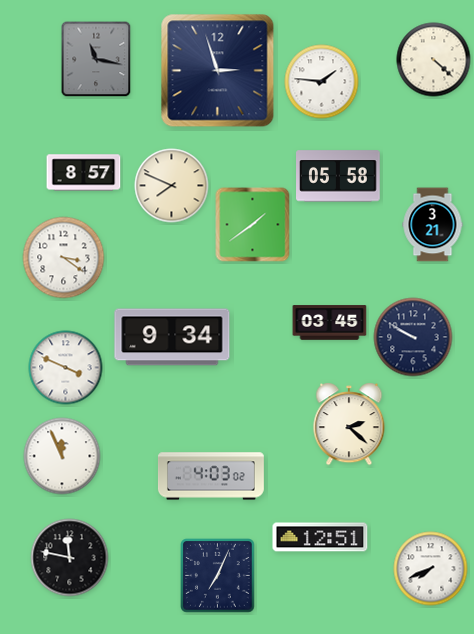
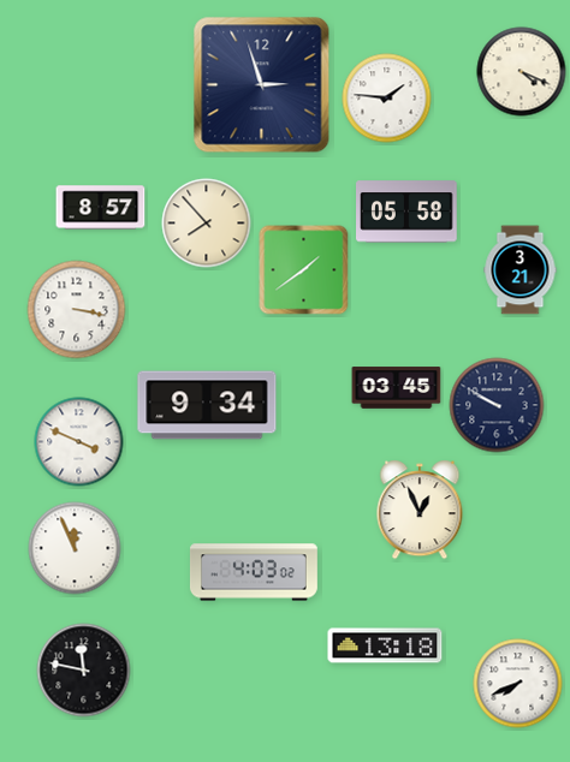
clock at (96, 59): 11:17 -> none
clock at (434, 60): 4:22 -> 4:19
clock at (172, 186): 7:49 -> 7:53
clock at (64, 258): 3:21 -> 3:17
clock at (349, 424): 2:22 -> 12:56
clock at (320, 537): 12:51 -> 13:18
clock at (218, 576): 7:04 -> none
